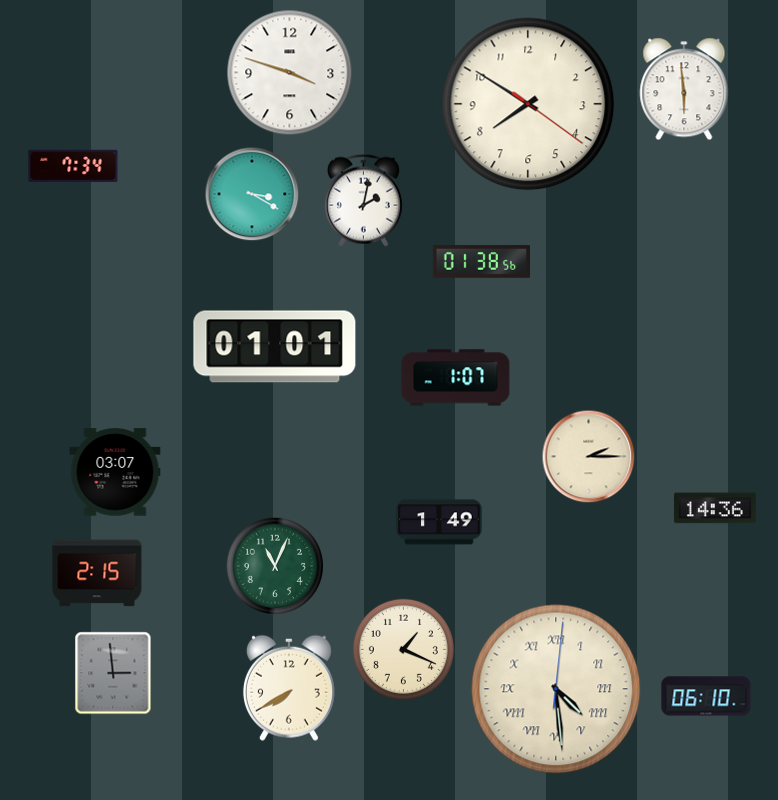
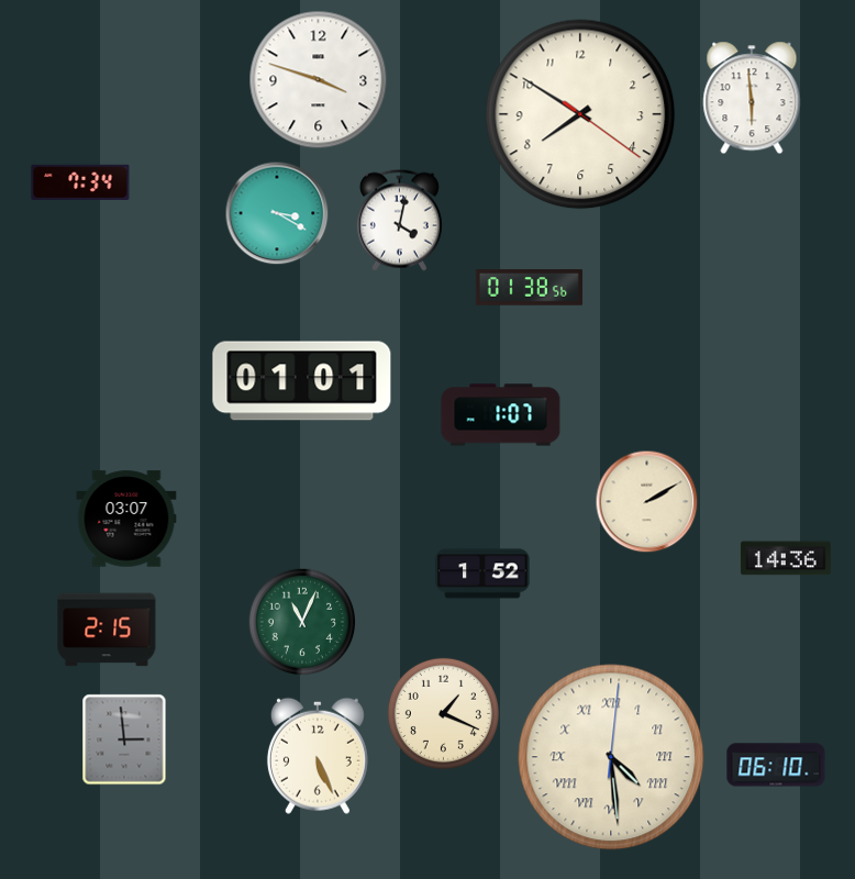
clock at (363, 200): 2:02 -> 4:02
clock at (589, 457): 2:15 -> 2:10
clock at (439, 522): 1:49 -> 1:52
clock at (289, 688): 7:40 -> 5:26
